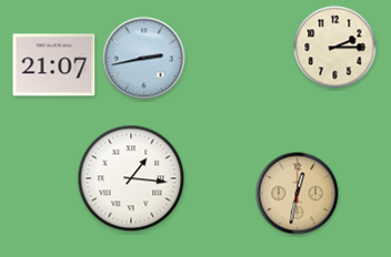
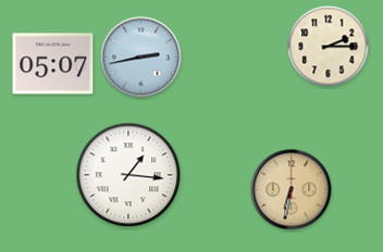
clock at (54, 65): 21:07 -> 05:07
clock at (298, 194): 12:32 -> 6:32
